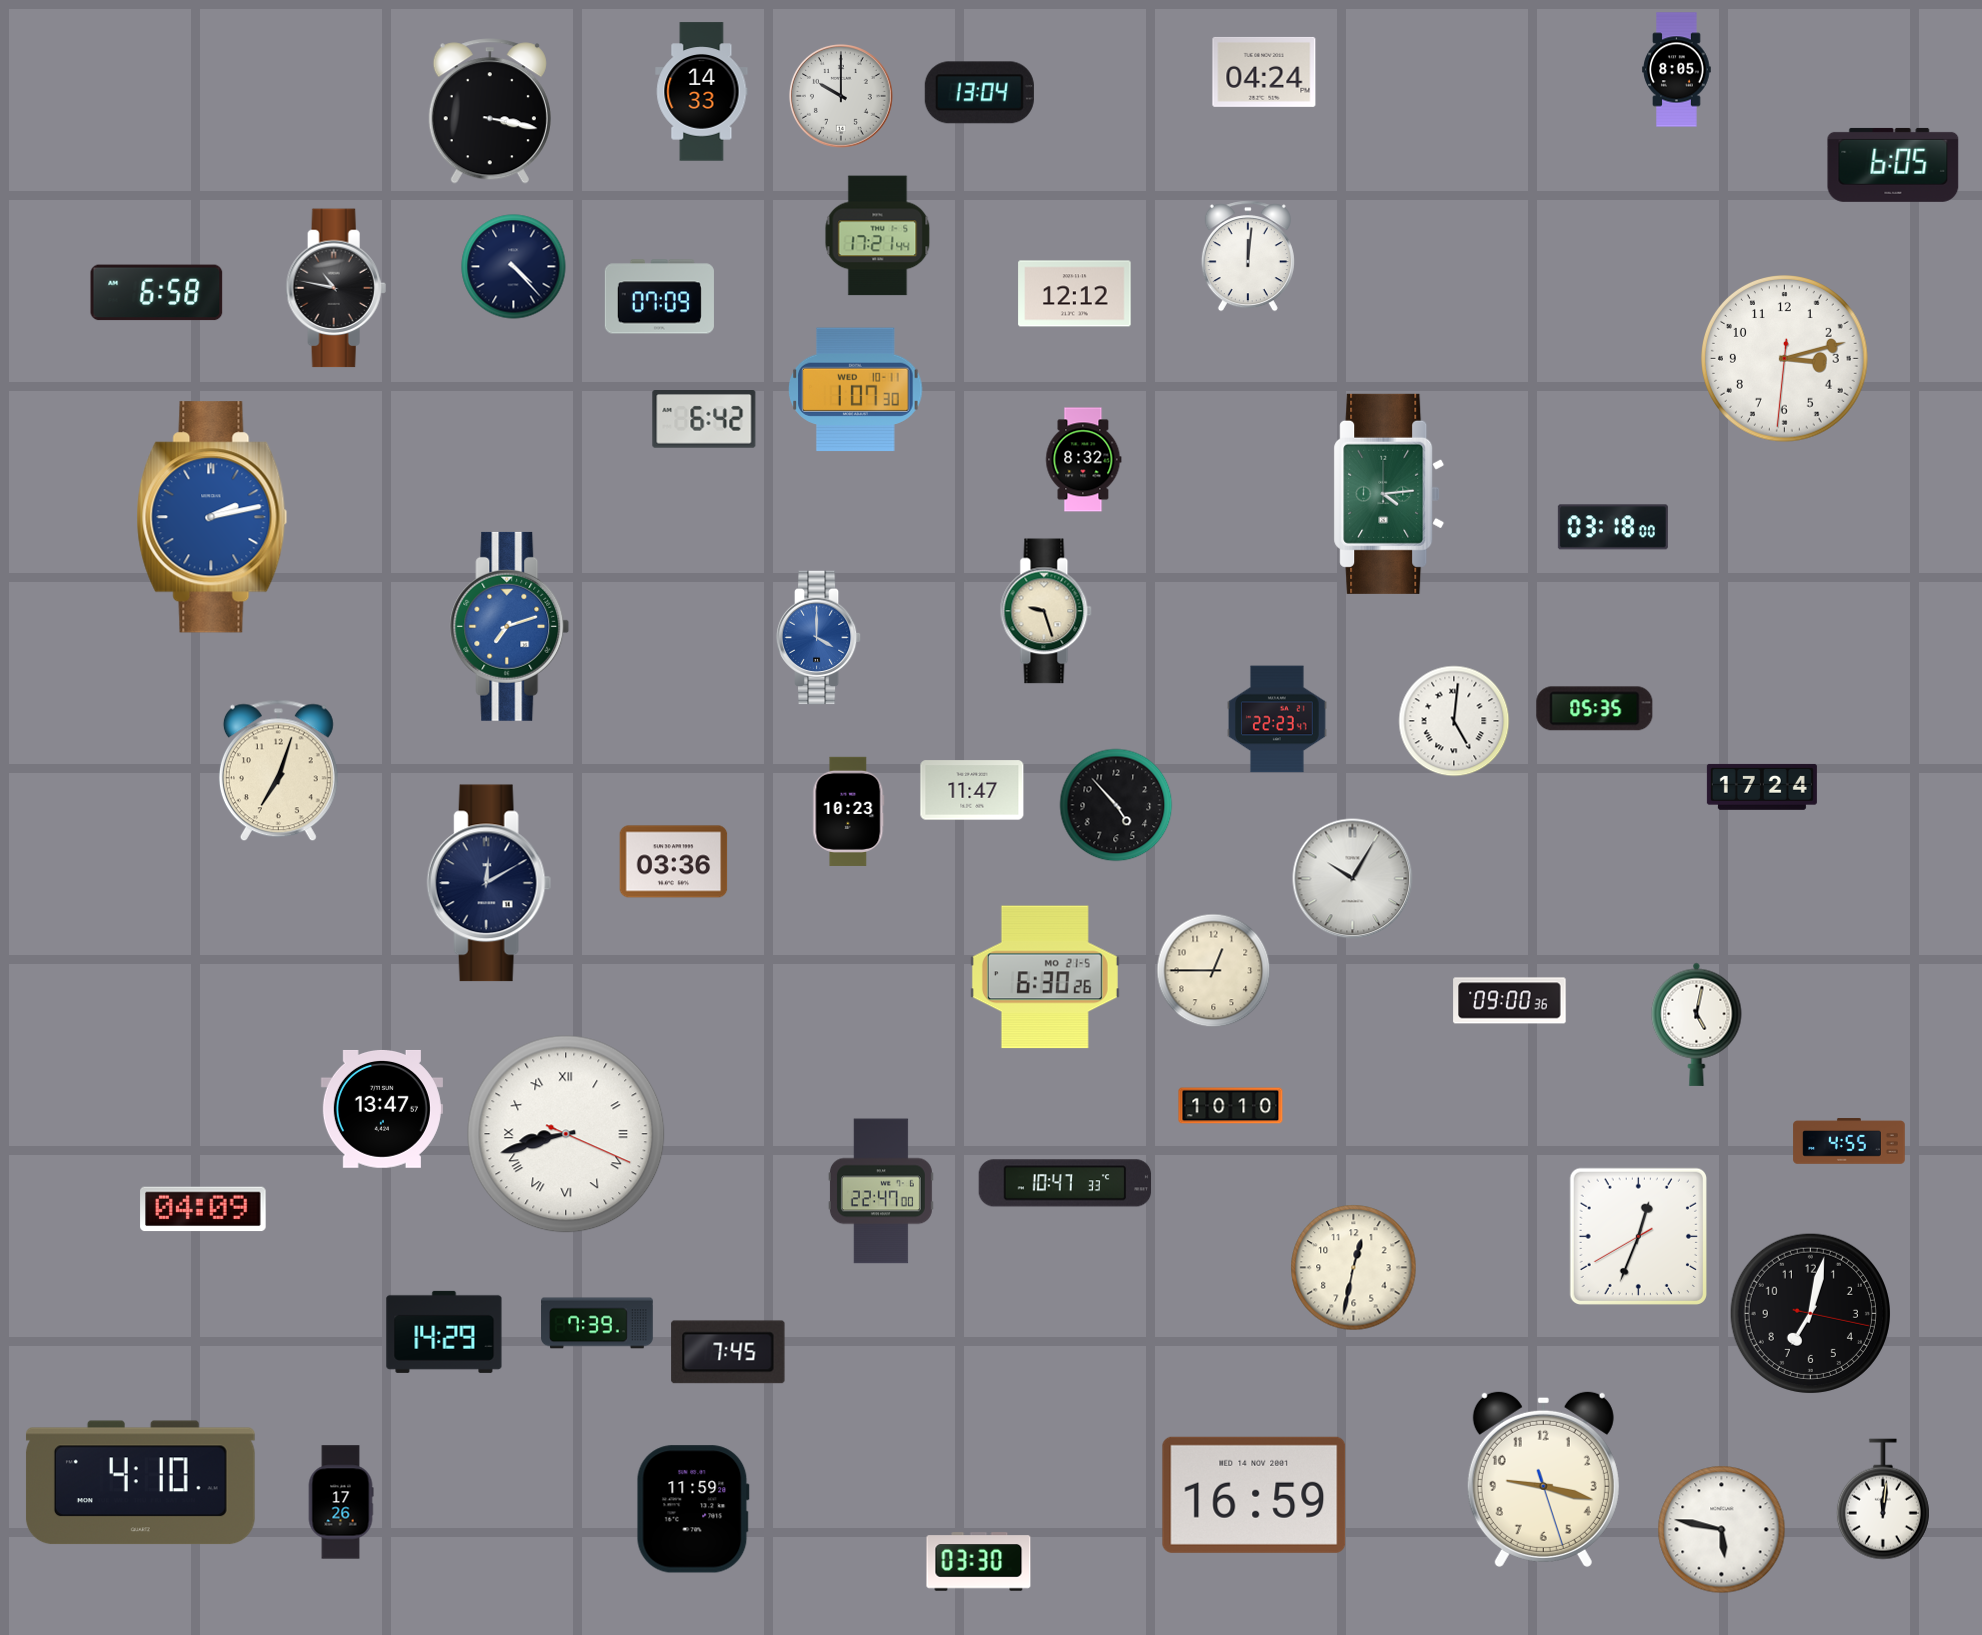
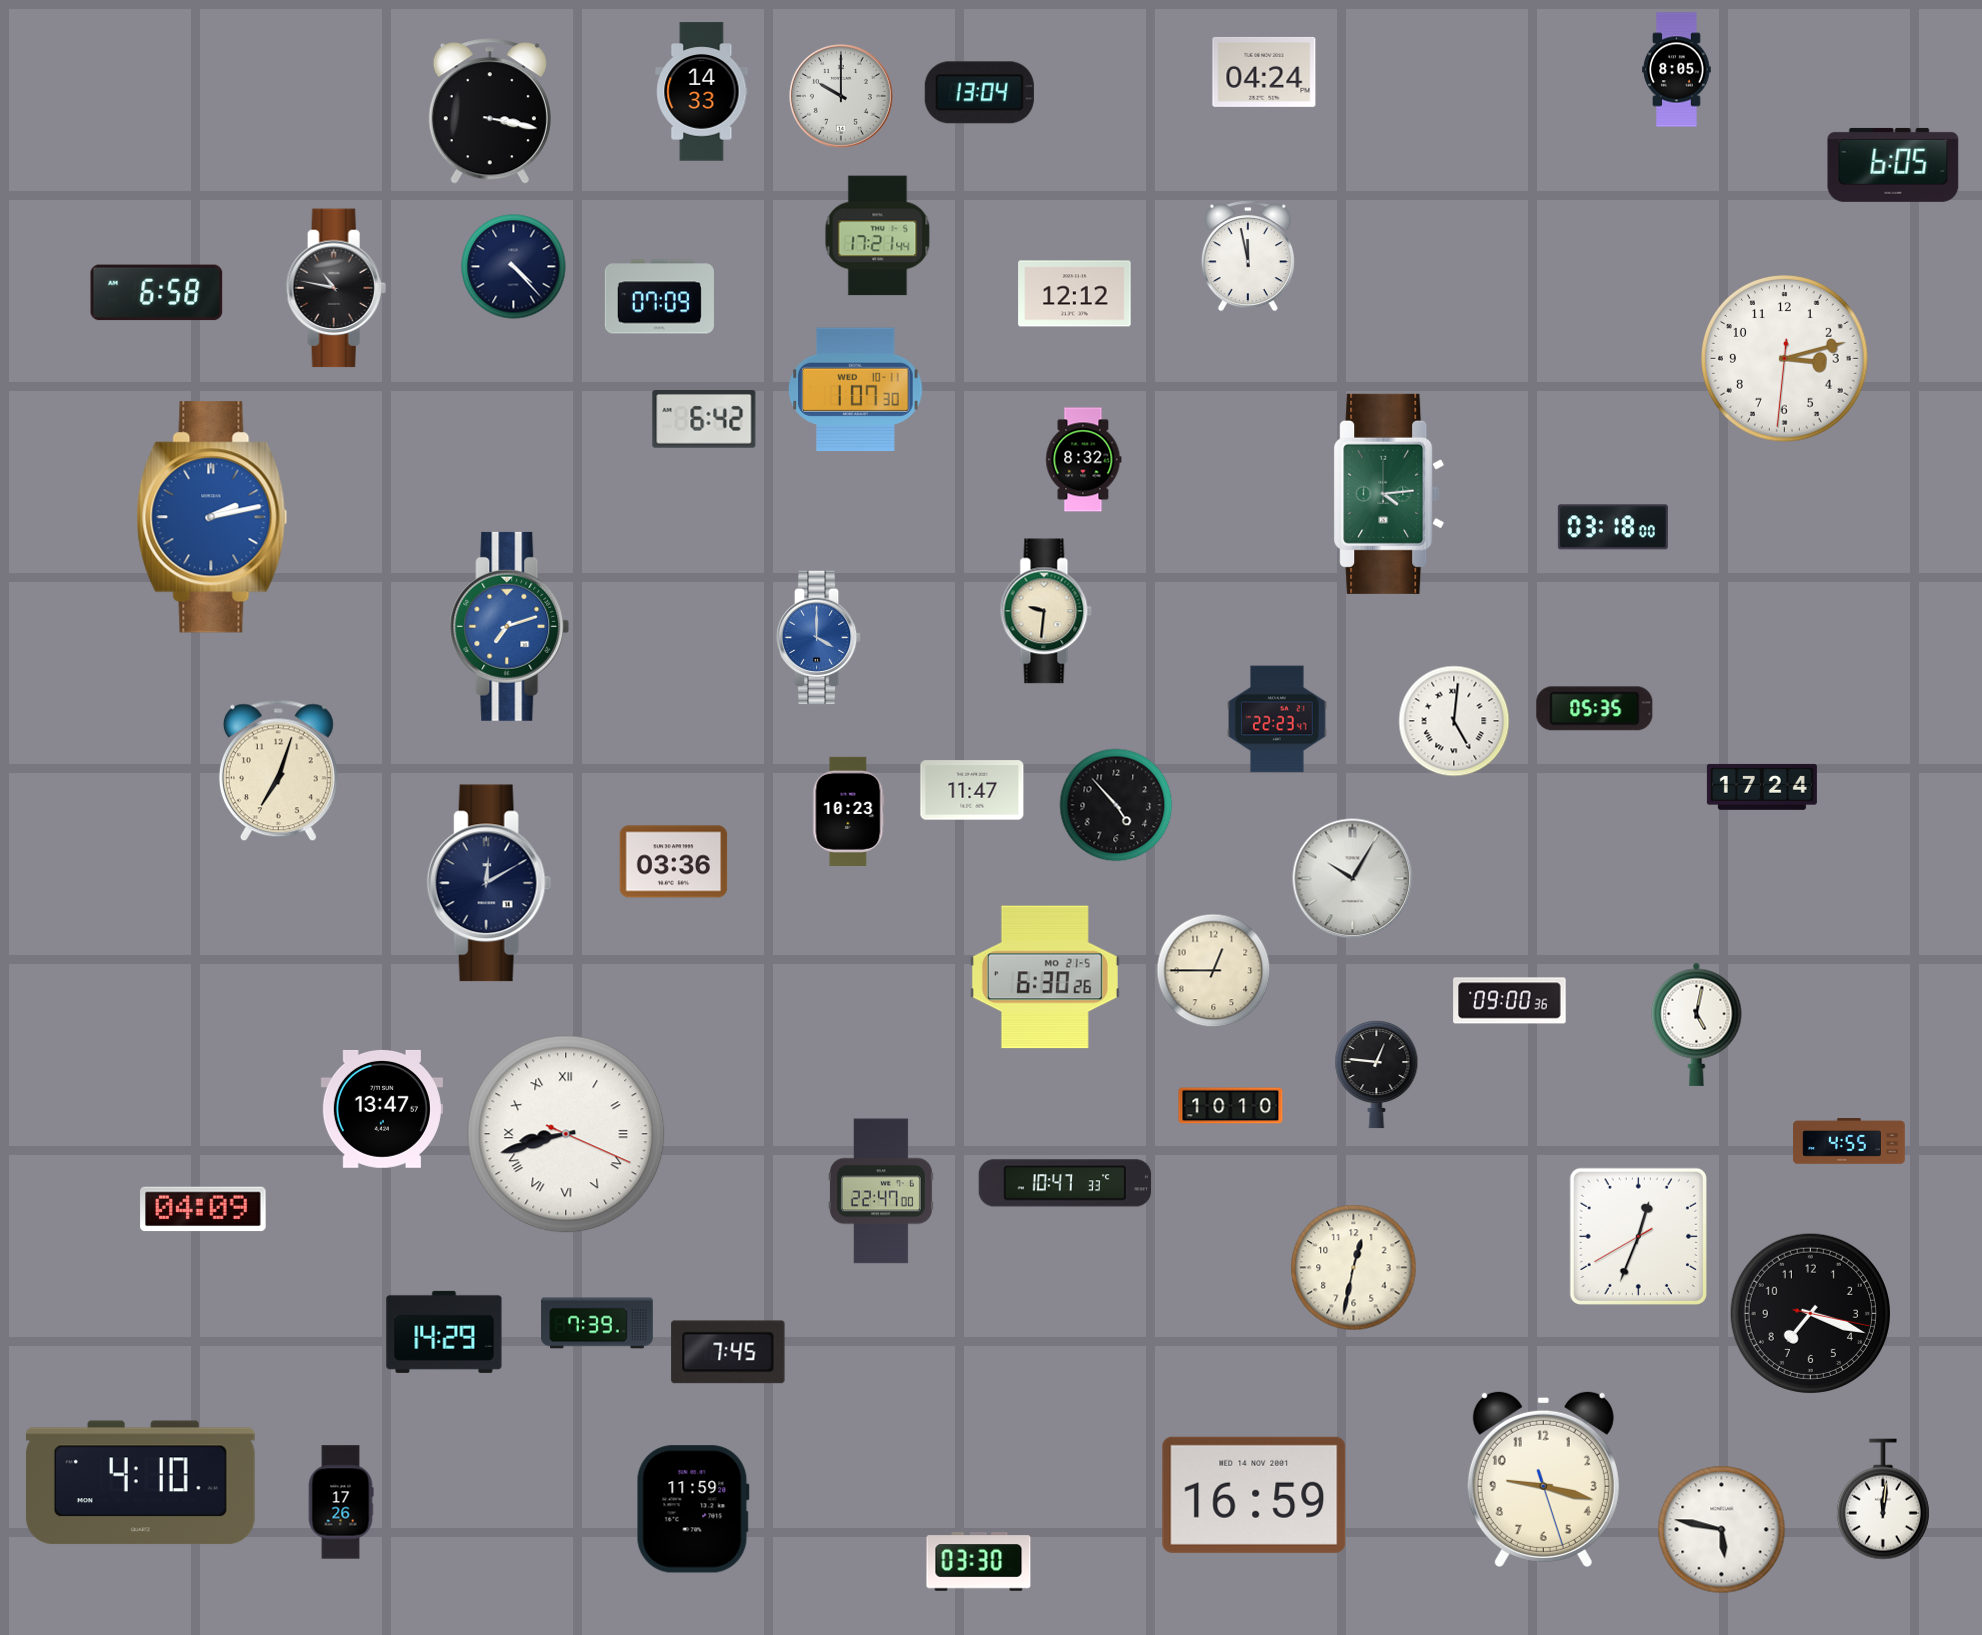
clock at (1248, 256): 12:01 -> 11:58
clock at (1046, 611): 9:27 -> 9:31
clock at (1377, 1075): none -> 12:46
clock at (1810, 1313): 7:02 -> 7:18
